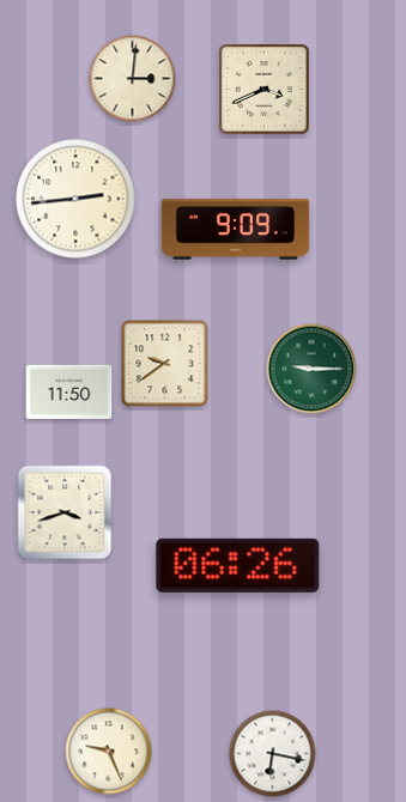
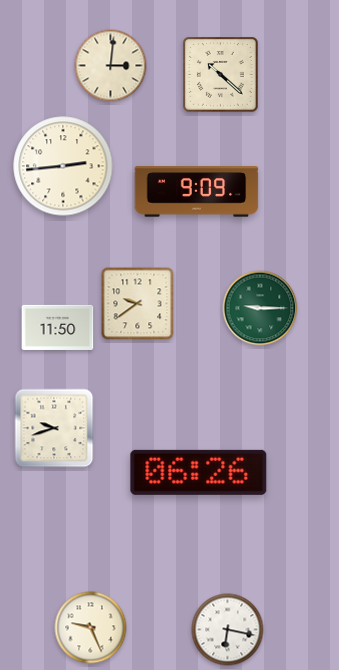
clock at (265, 90): 3:41 -> 10:22
clock at (65, 512): 3:42 -> 9:42
